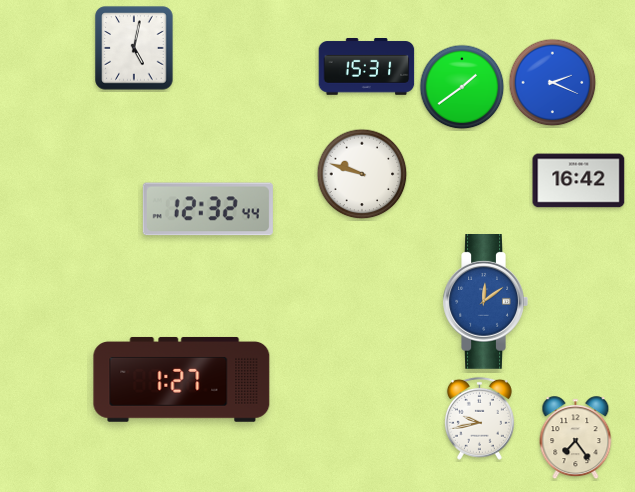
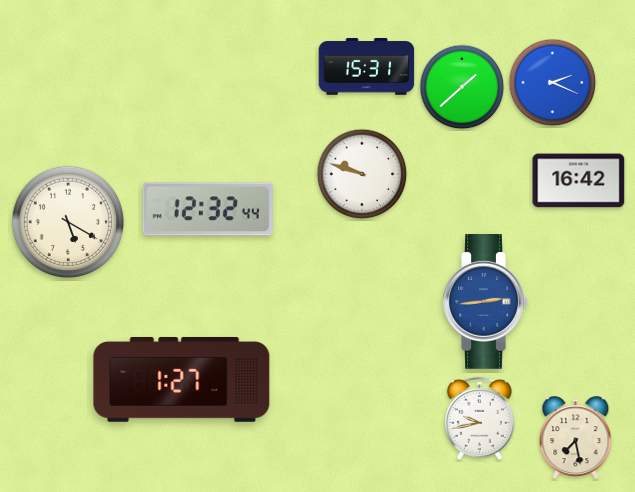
clock at (134, 48): 5:02 -> none
clock at (462, 87): 1:39 -> 1:38
clock at (68, 222): none -> 5:20
clock at (485, 302): 12:09 -> 2:44
clock at (576, 438): 7:24 -> 7:28
